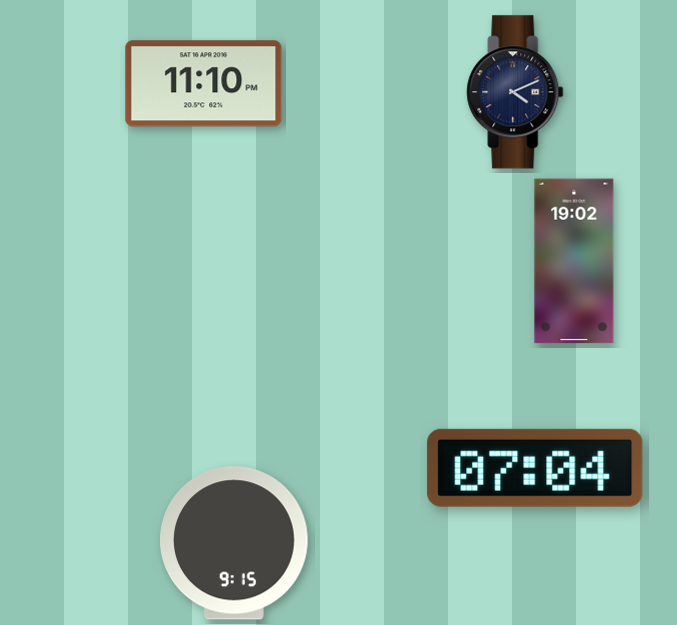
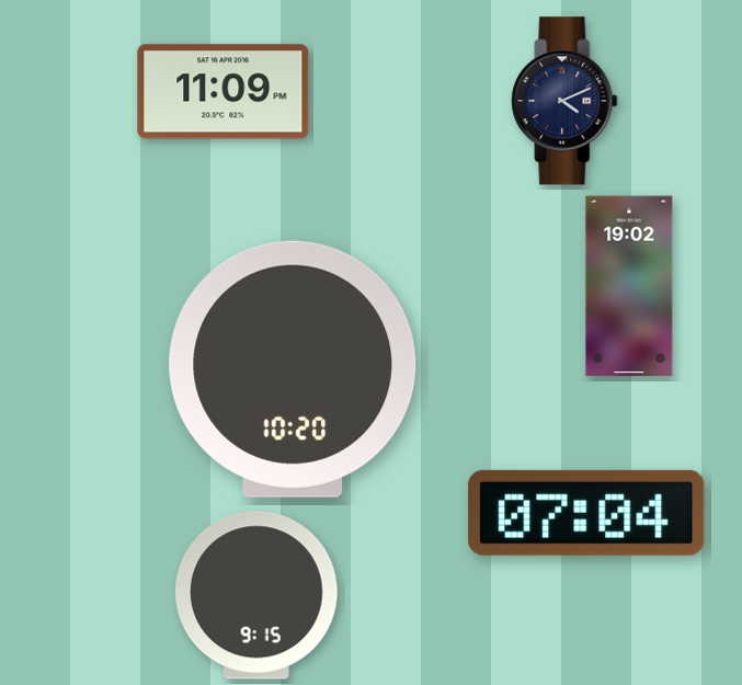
clock at (204, 84): 11:10 -> 11:09
clock at (293, 369): none -> 10:20
